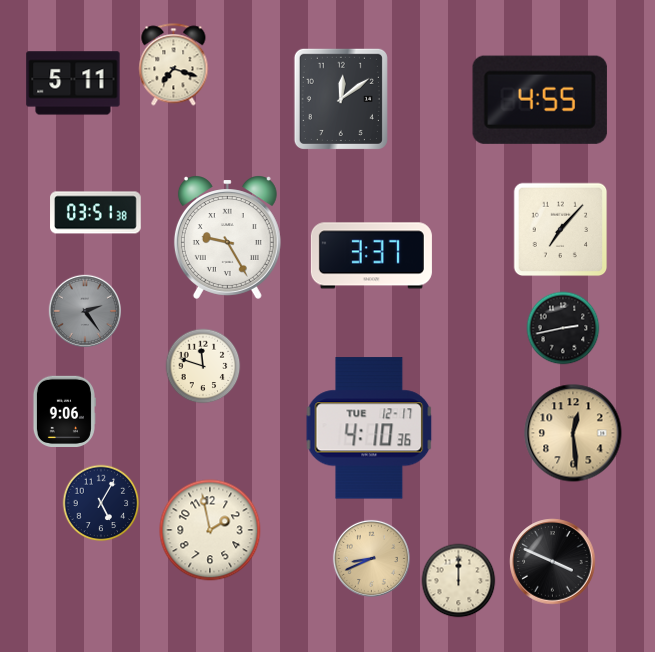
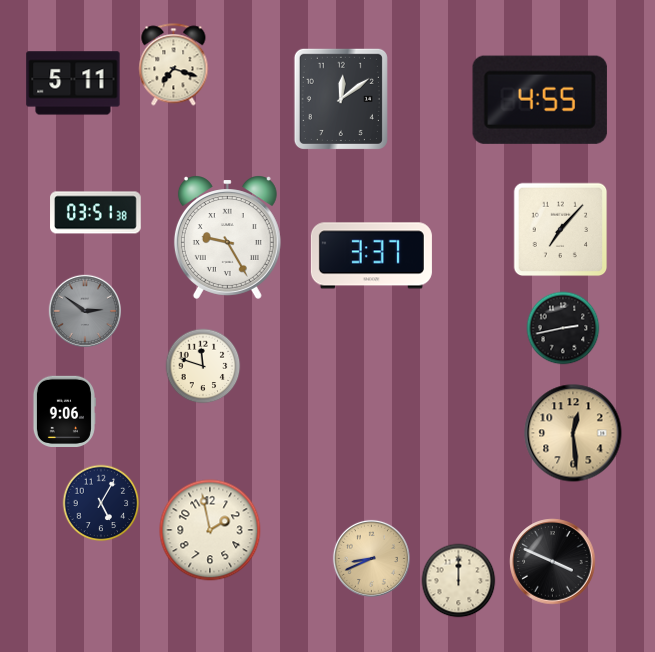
clock at (84, 310): 2:24 -> 2:51
clock at (369, 428): 4:10 -> none
